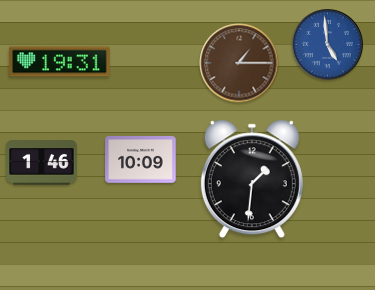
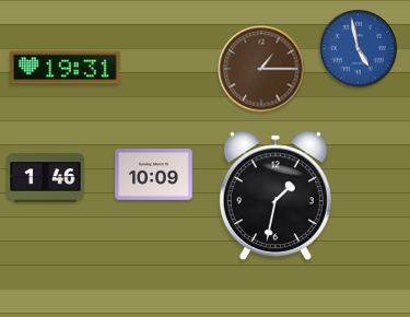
clock at (328, 45): 4:59 -> 4:58
clock at (252, 179): 1:31 -> 1:32
